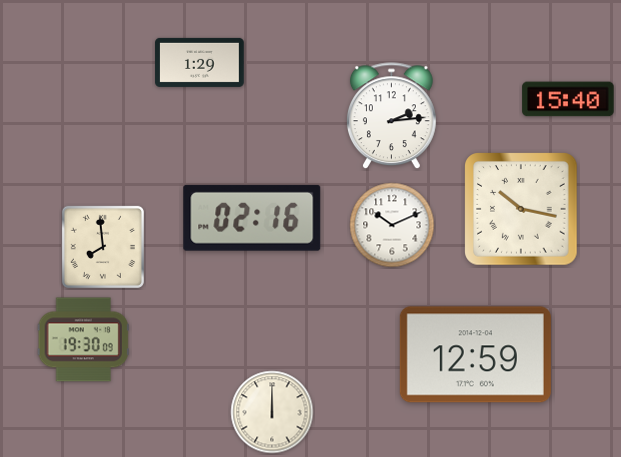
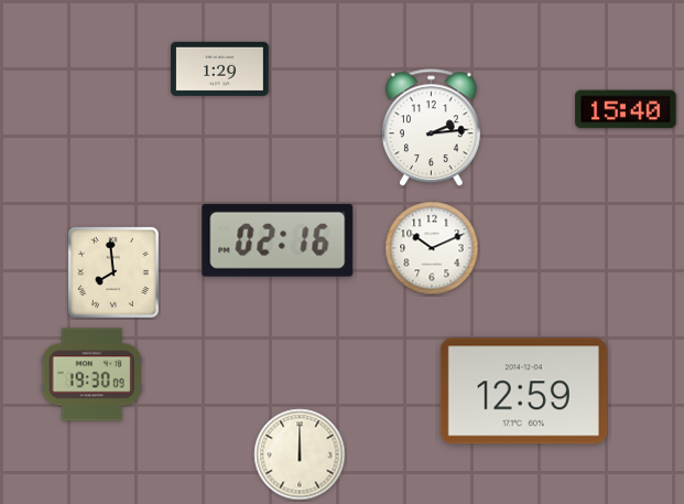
clock at (521, 209): 10:17 -> none
